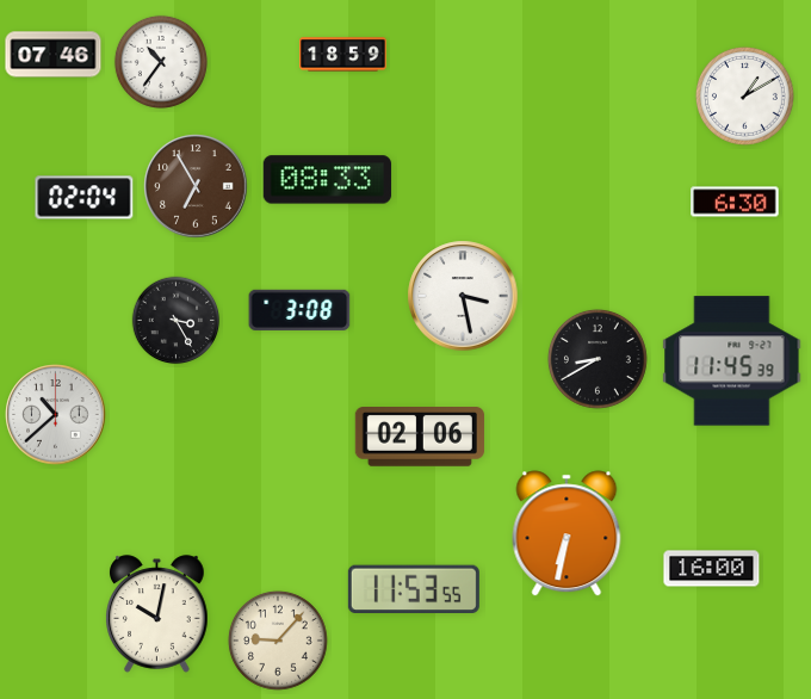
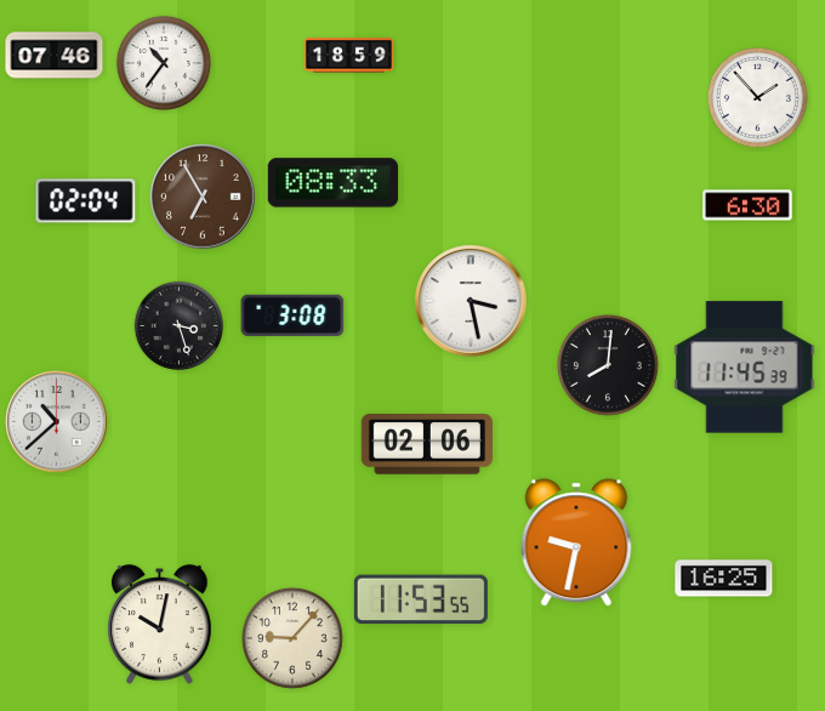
clock at (744, 95): 1:10 -> 1:53
clock at (196, 186) position: (196, 186) -> (203, 197)
clock at (299, 310) position: (299, 310) -> (292, 315)
clock at (177, 321): 3:25 -> 3:27
clock at (598, 359): 8:40 -> 8:01
clock at (567, 533): 6:32 -> 9:32
clock at (712, 569): 16:00 -> 16:25
clock at (278, 641) position: (278, 641) -> (292, 638)
